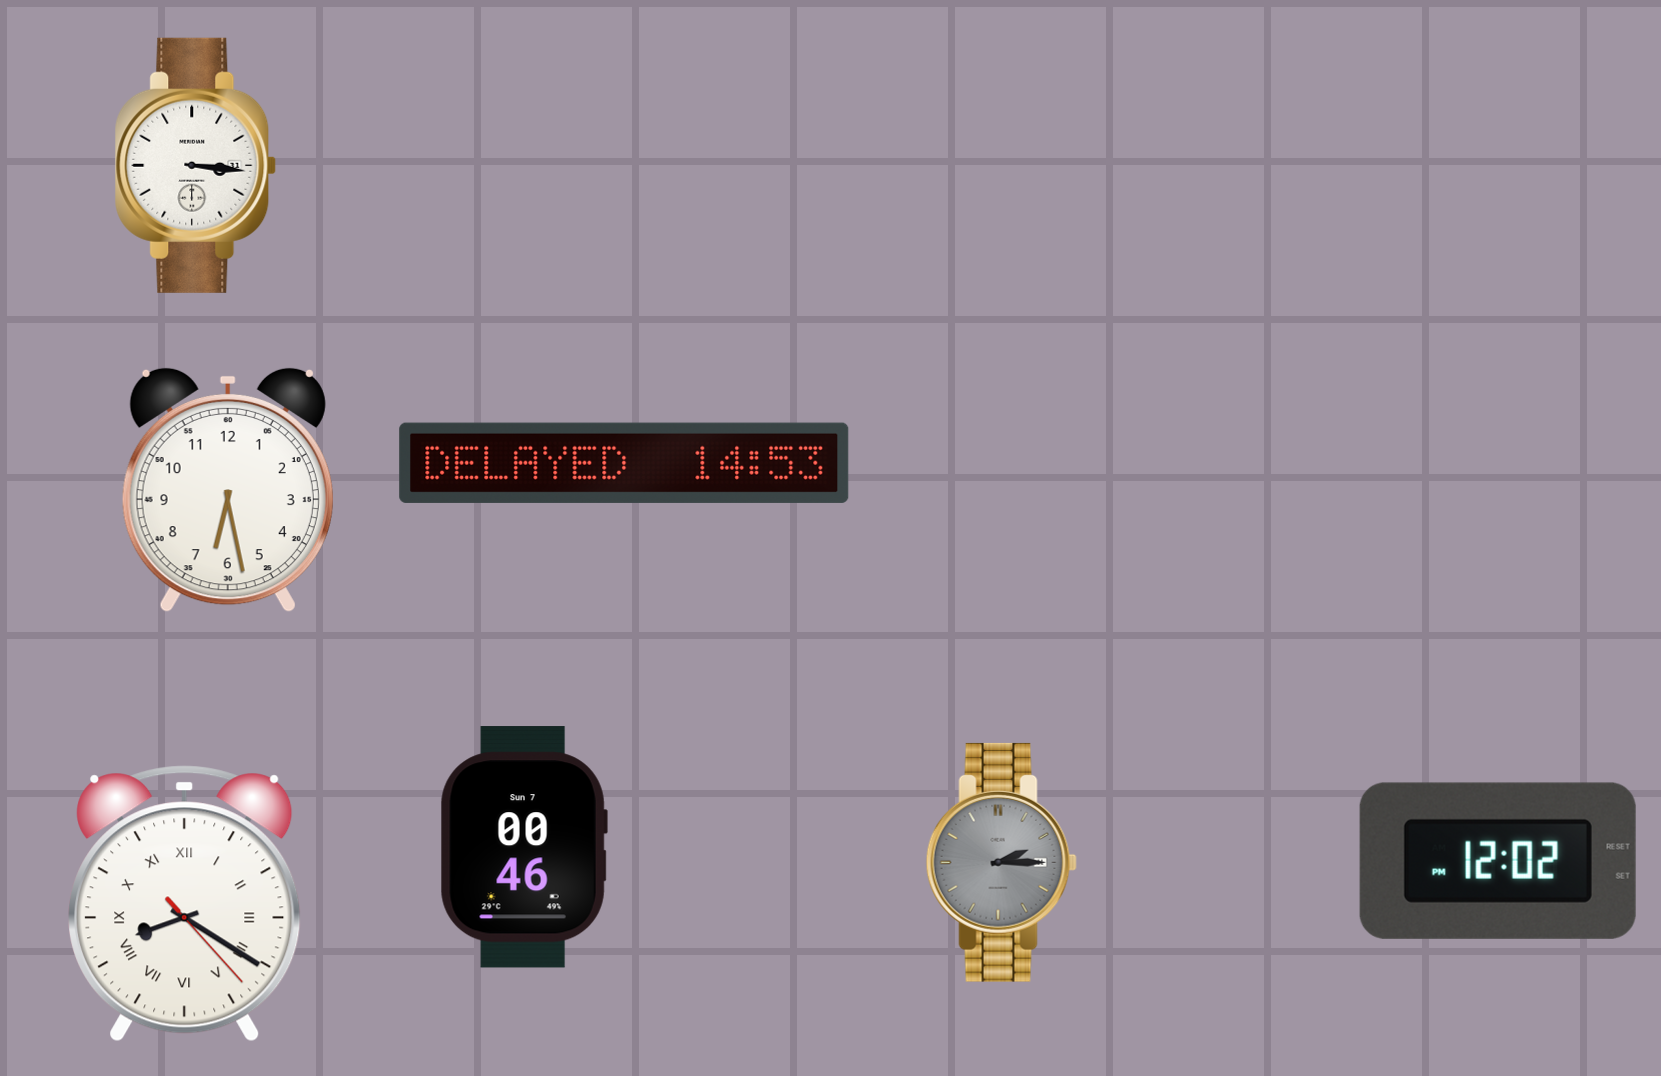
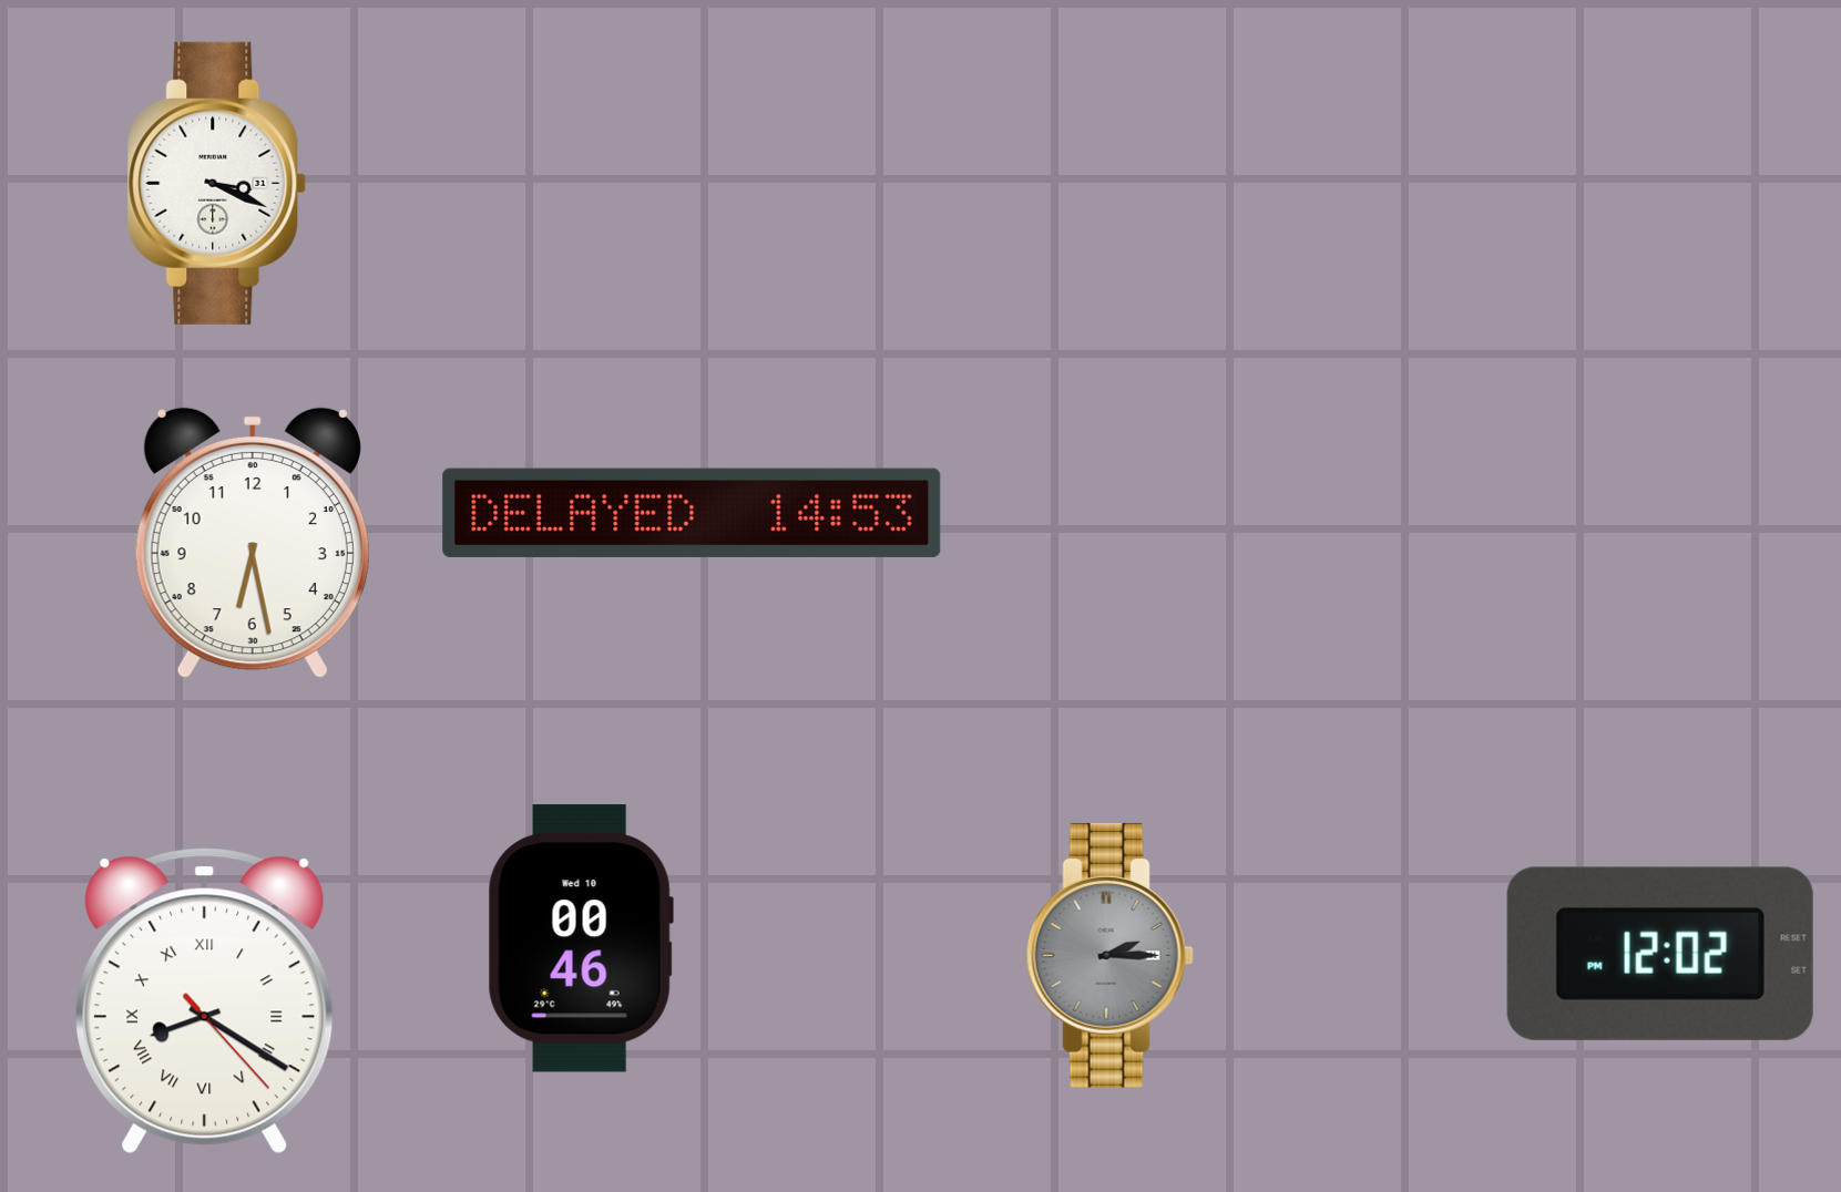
clock at (196, 165): 3:16 -> 3:19
clock at (524, 847) date: Sun 7 -> Wed 10
